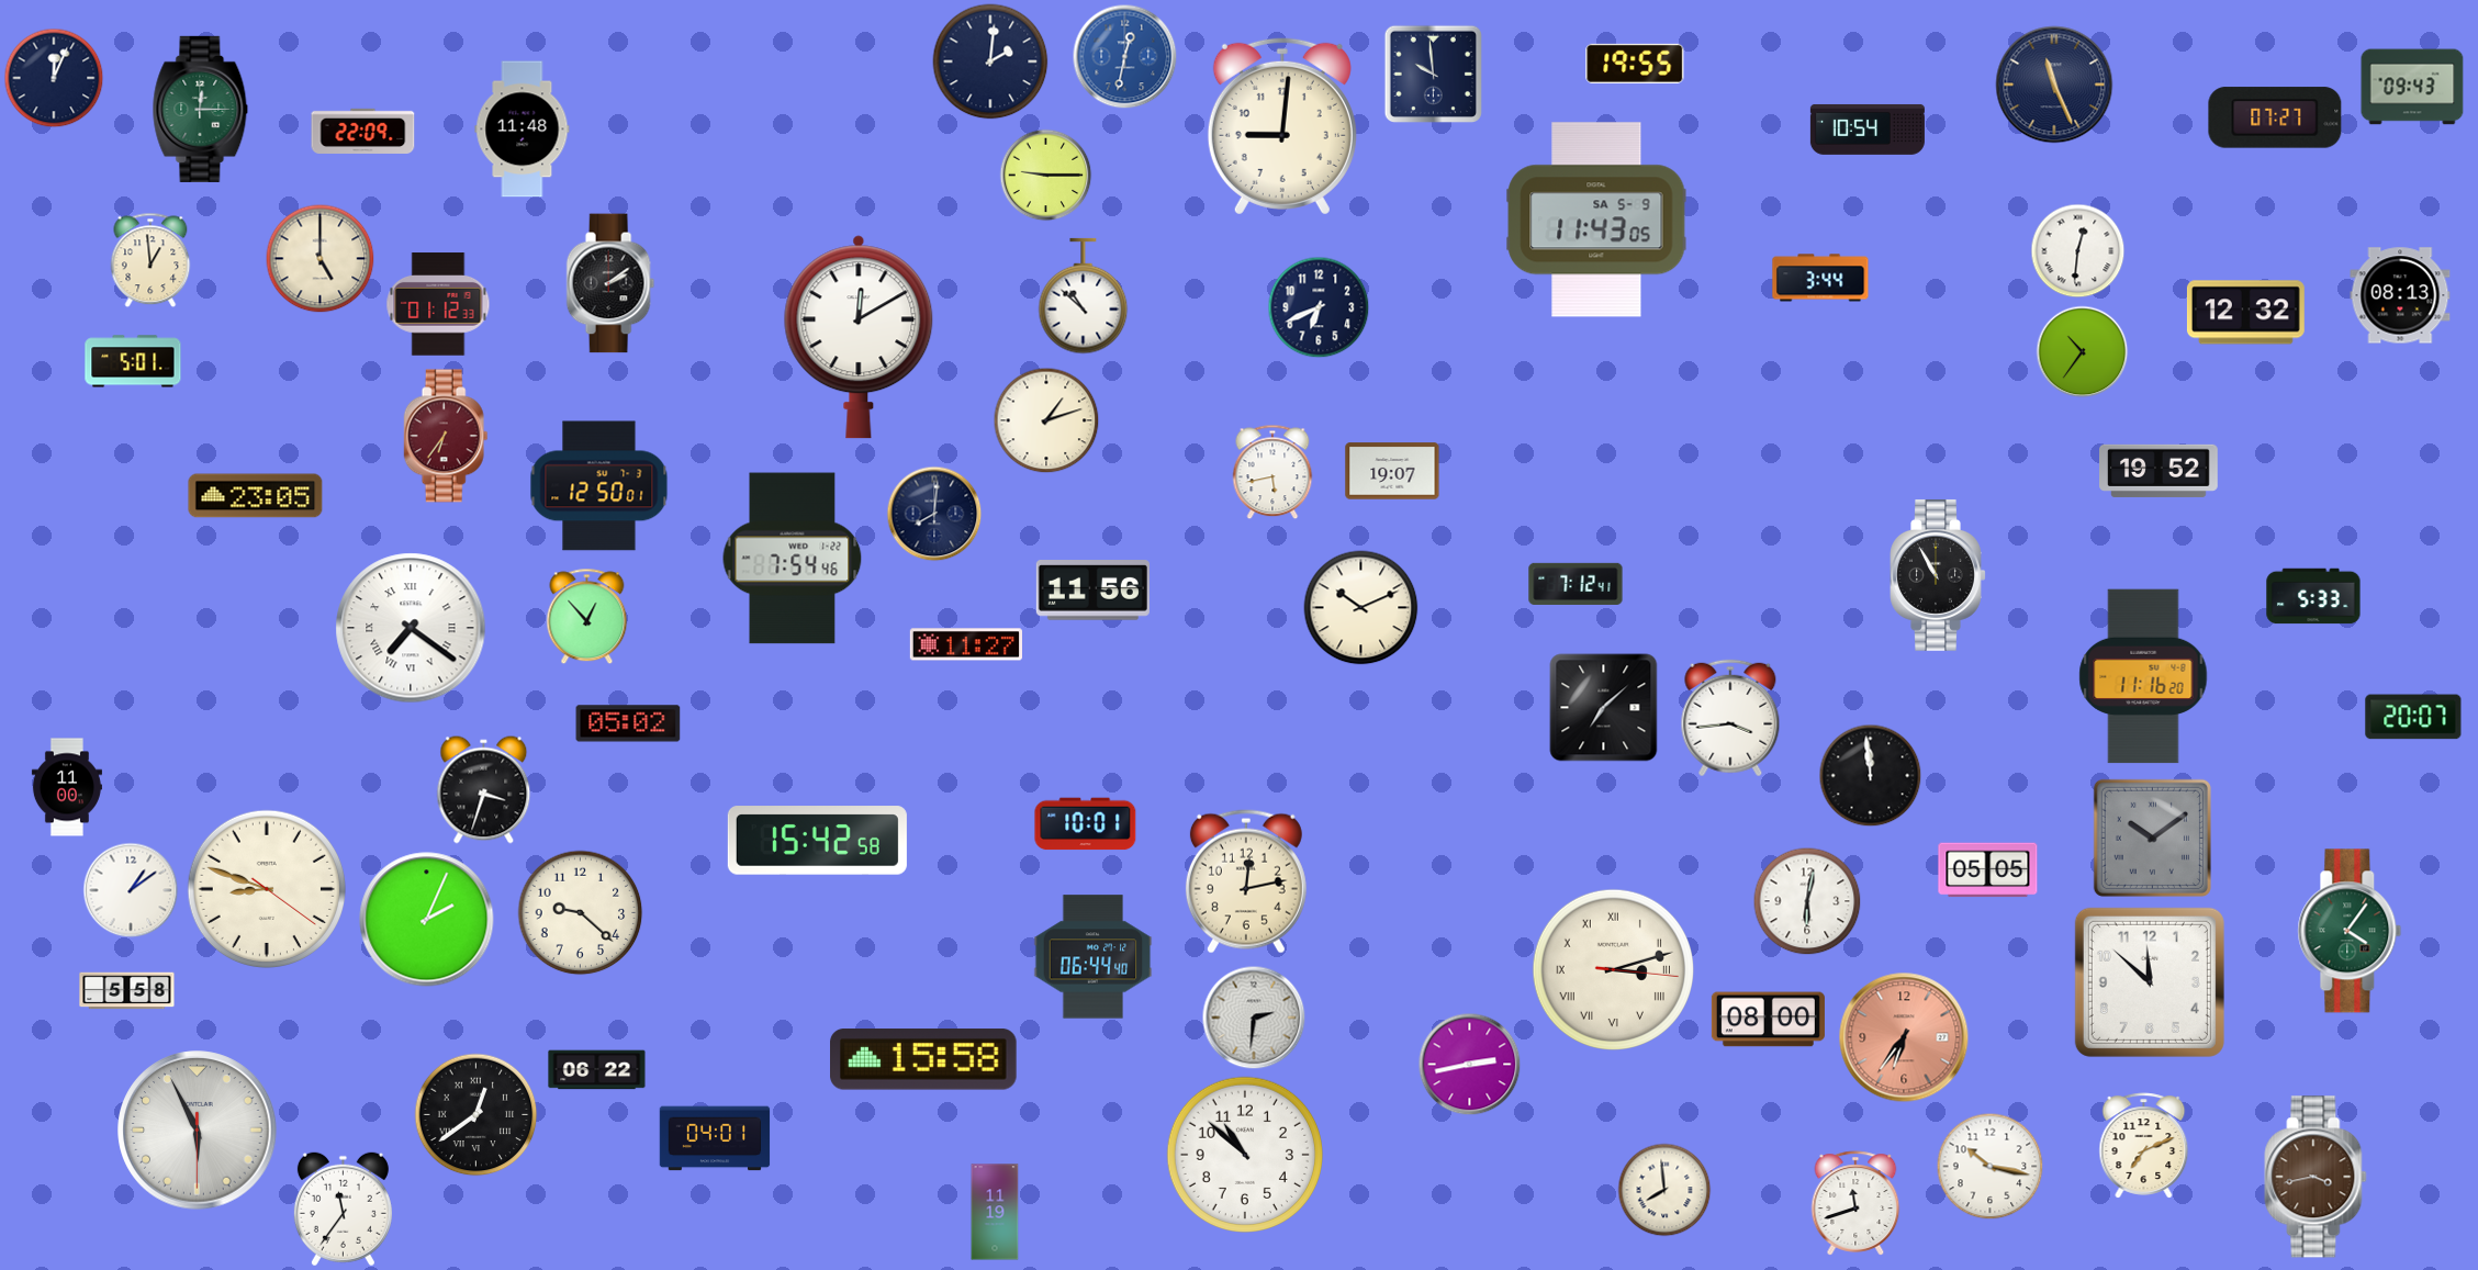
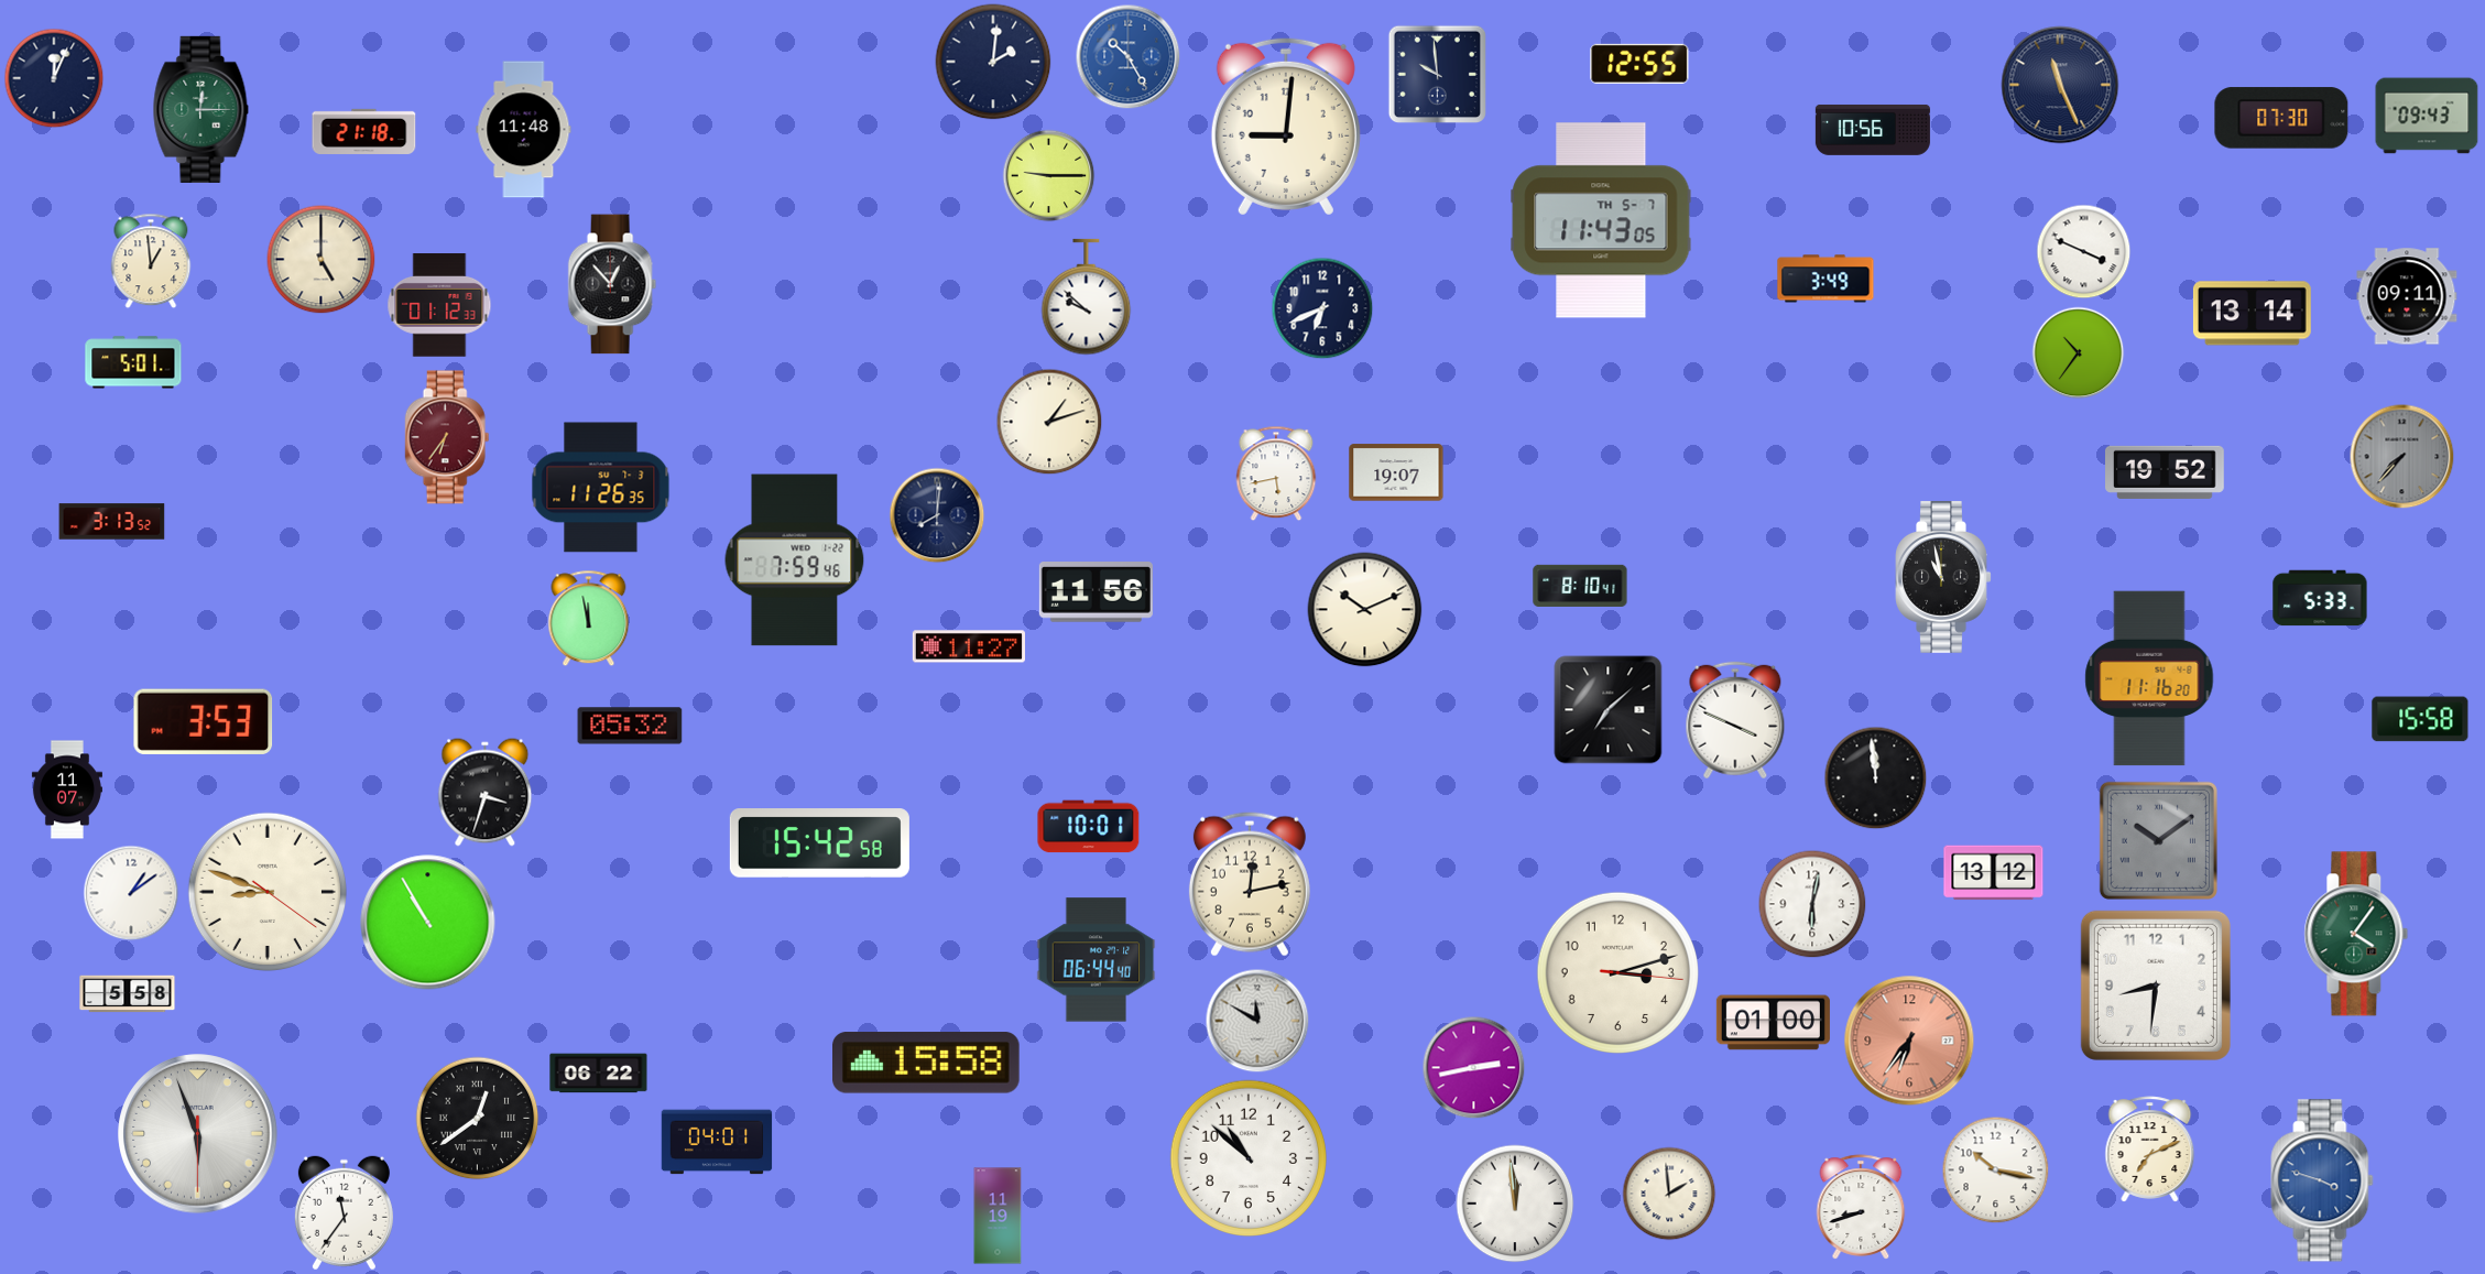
clock at (1125, 57): 12:32 -> 10:25
clock at (1635, 64): 19:55 -> 12:55
clock at (2412, 87) position: (2412, 87) -> (2427, 116)
clock at (2275, 117): 07:27 -> 07:30
clock at (1868, 130): 10:54 -> 10:56
clock at (363, 131): 22:09 -> 21:18
clock at (1596, 220) date: SA 5-9 -> TH 5-7
clock at (2078, 251): 12:31 -> 3:49
clock at (1820, 278): 3:44 -> 3:49
clock at (610, 283): 2:09 -> 12:53
clock at (2400, 295): 08:13 -> 09:11
clock at (1084, 296): 10:52 -> 9:52
clock at (2245, 313): 12:32 -> 13:14
clock at (859, 337): 12:10 -> none
clock at (2083, 352) position: (2083, 352) -> (2079, 353)
clock at (2402, 457): none -> 7:37
clock at (599, 486): 12:50 -> 11:26
clock at (256, 496): 23:05 -> none
clock at (112, 522): none -> 3:13
clock at (793, 559): 7:54 -> 7:59
clock at (1938, 575): 10:55 -> 10:58
clock at (1576, 584): 7:12 -> 8:10
clock at (587, 617): 12:53 -> 11:58
clock at (411, 628): 7:21 -> none
clock at (2413, 717): 20:07 -> 15:58
clock at (1730, 718): 3:44 -> 3:49
clock at (204, 721): none -> 3:53
clock at (628, 723): 05:02 -> 05:32
clock at (67, 787): 11:00 -> 11:07
clock at (1988, 870): 05:05 -> 13:12
clock at (581, 913): 9:22 -> none
clock at (427, 920): 2:04 -> 10:55
clock at (1613, 969) numerals: Roman -> Arabic
clock at (2150, 982): 11:52 -> 8:31
clock at (1254, 1018): 2:31 -> 11:50
clock at (1768, 1020): 08:00 -> 01:00
clock at (198, 1131): 5:55 -> 5:56
clock at (2316, 1177): 3:43 -> 3:48
clock at (2316, 1177) dial: brown -> blue
clock at (1664, 1190): 7:59 -> 1:59
clock at (1515, 1204): none -> 11:59
clock at (1855, 1203): 11:42 -> 8:42
